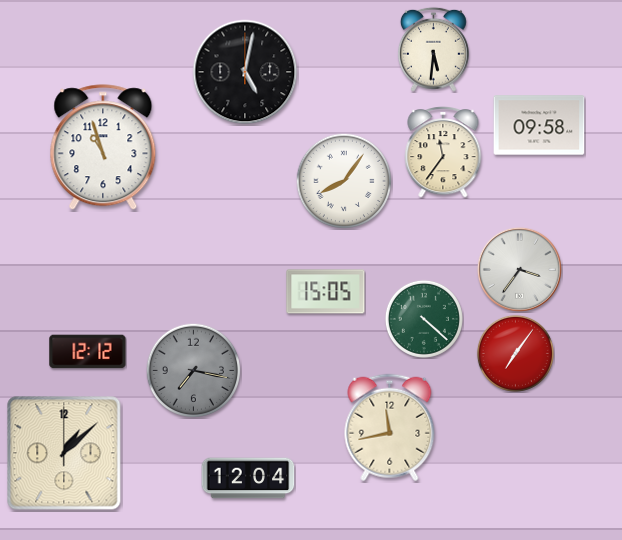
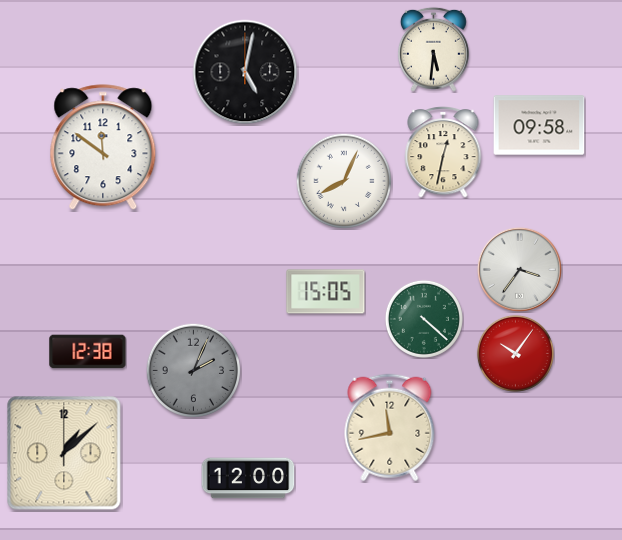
clock at (103, 148): 10:57 -> 11:51
clock at (443, 153): 11:36 -> 12:32
clock at (344, 181): 8:06 -> 8:04
clock at (88, 352): 12:12 -> 12:38
clock at (515, 353): 7:06 -> 10:06
clock at (193, 370): 7:17 -> 2:04
clock at (248, 478): 12:04 -> 12:00
